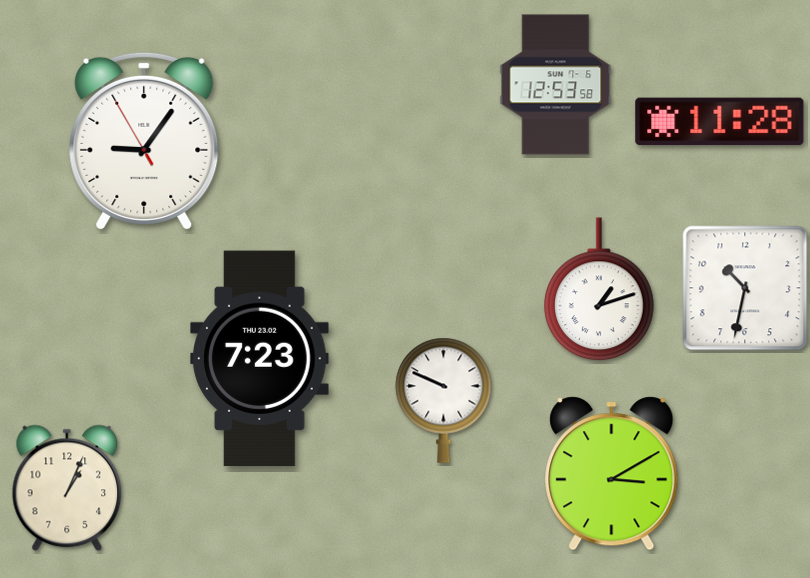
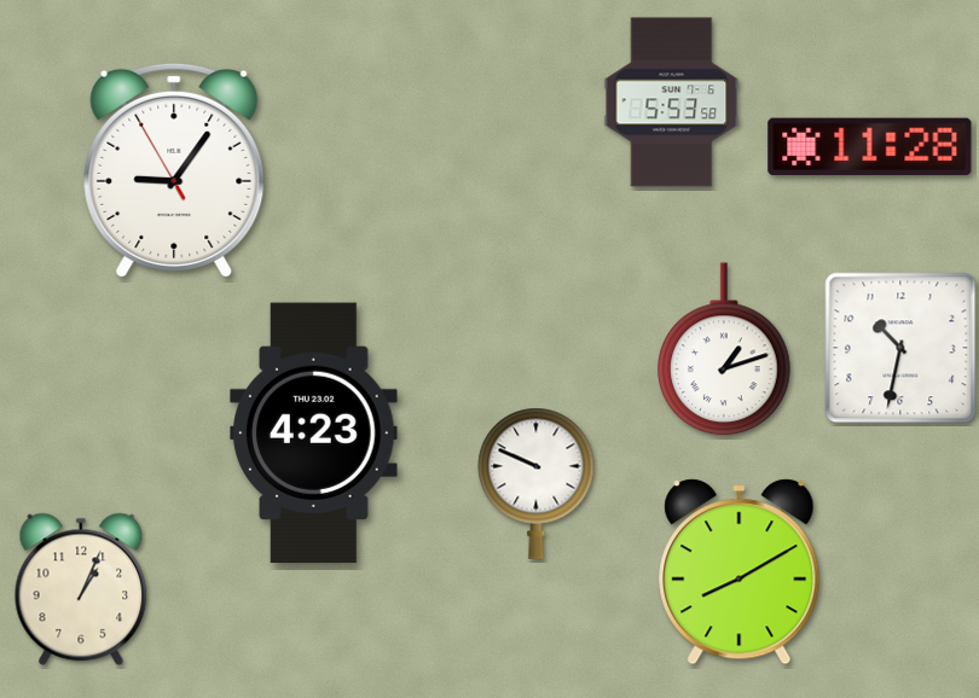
clock at (556, 85): 12:53 -> 5:53
clock at (260, 359): 7:23 -> 4:23
clock at (612, 474): 3:10 -> 8:10
